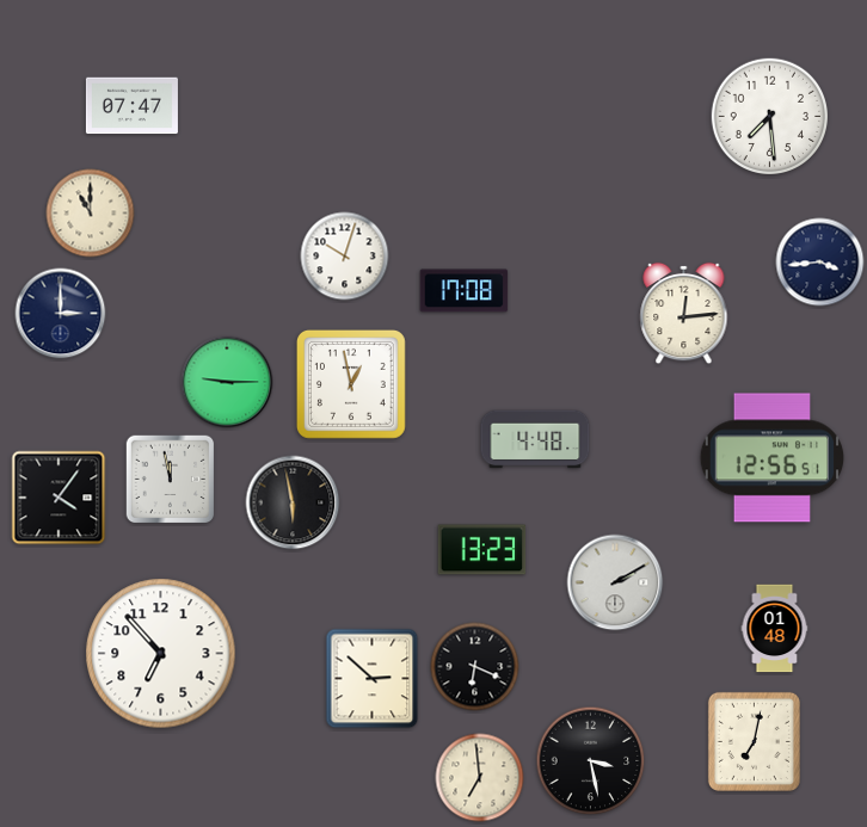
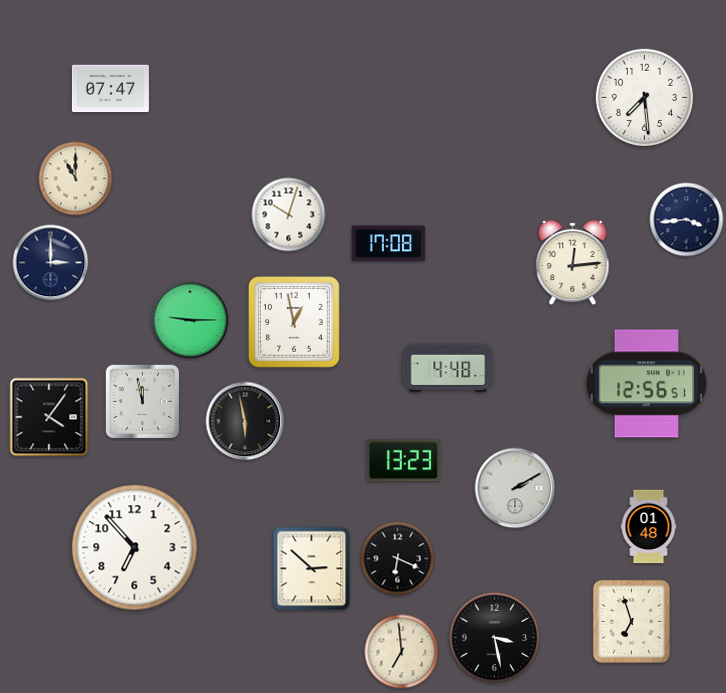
clock at (754, 741): 7:02 -> 6:57
